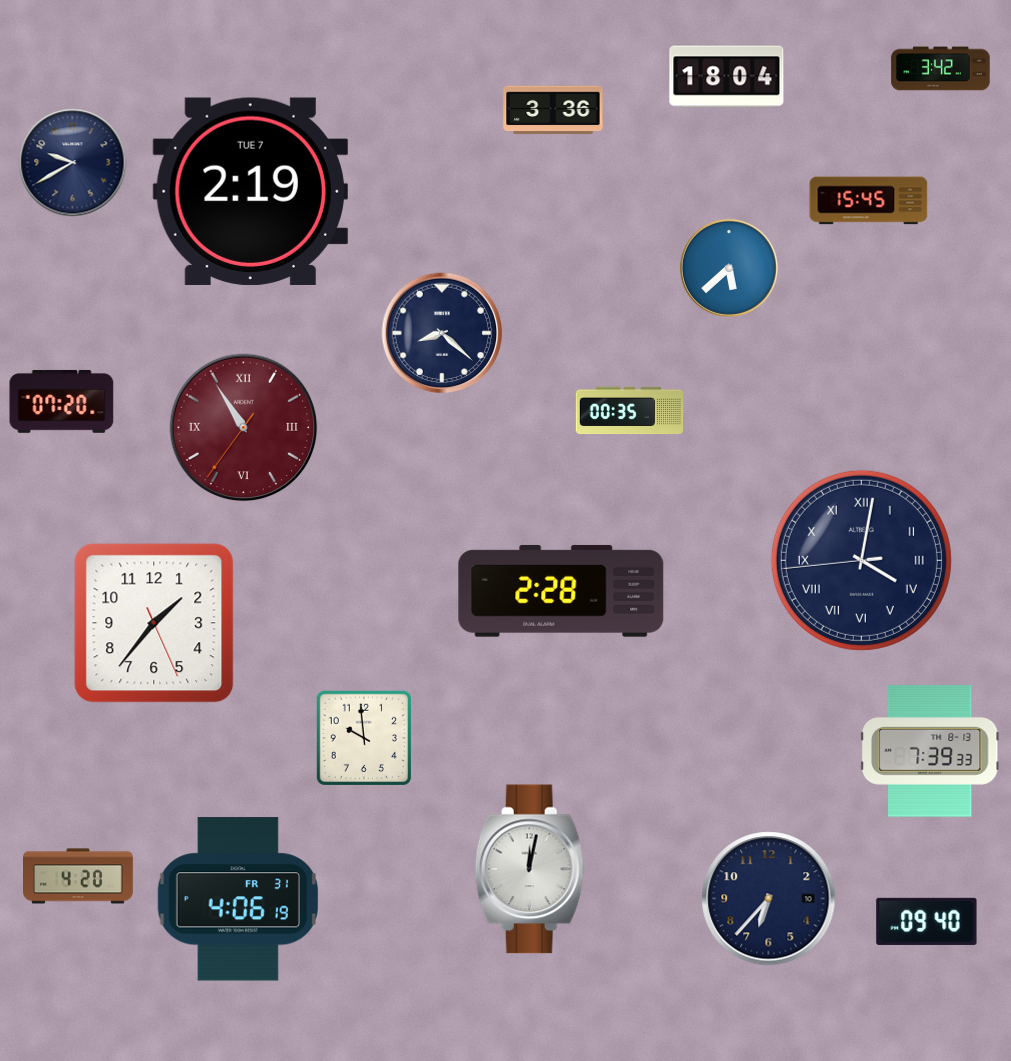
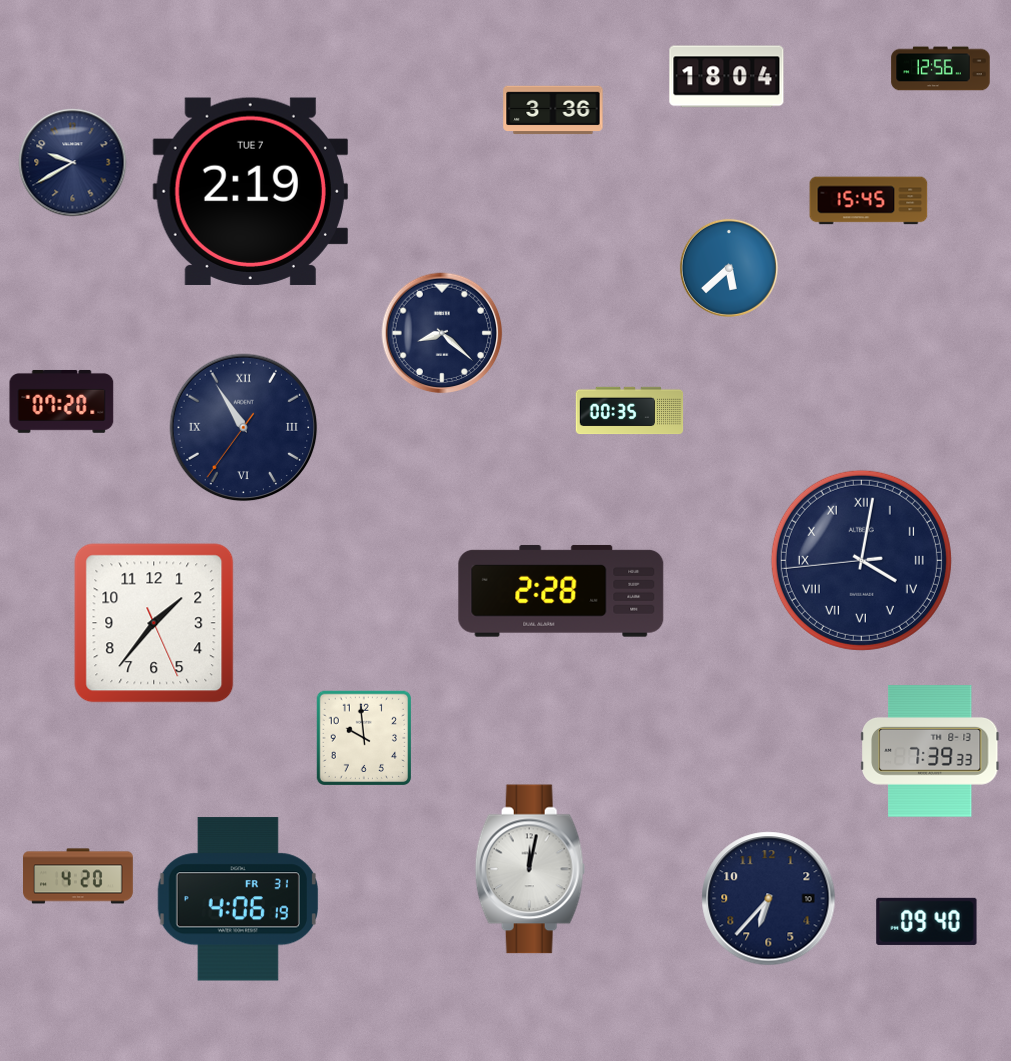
clock at (941, 69): 3:42 -> 12:56
clock at (244, 428) dial: burgundy -> navy
